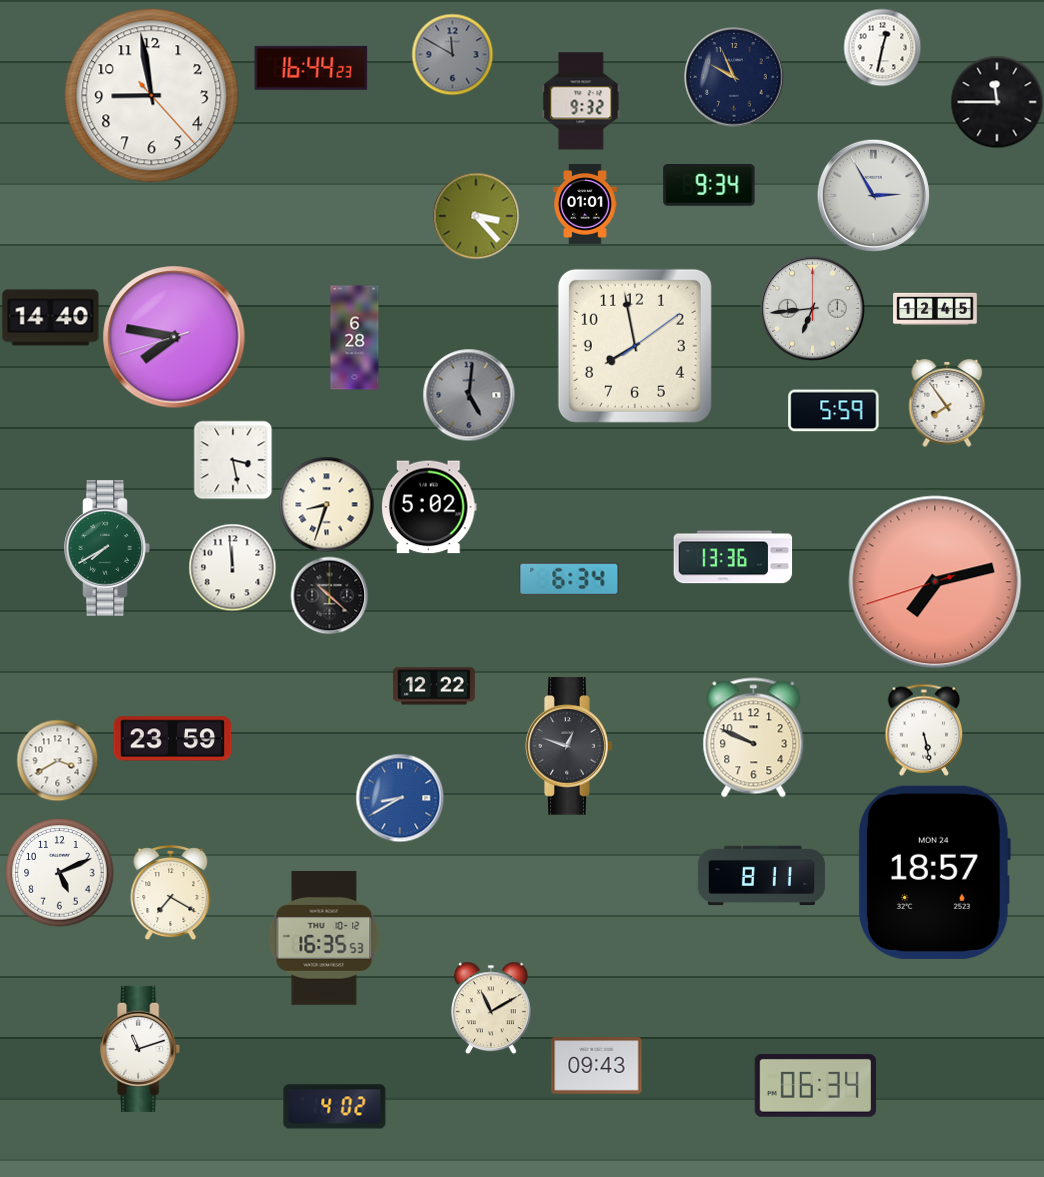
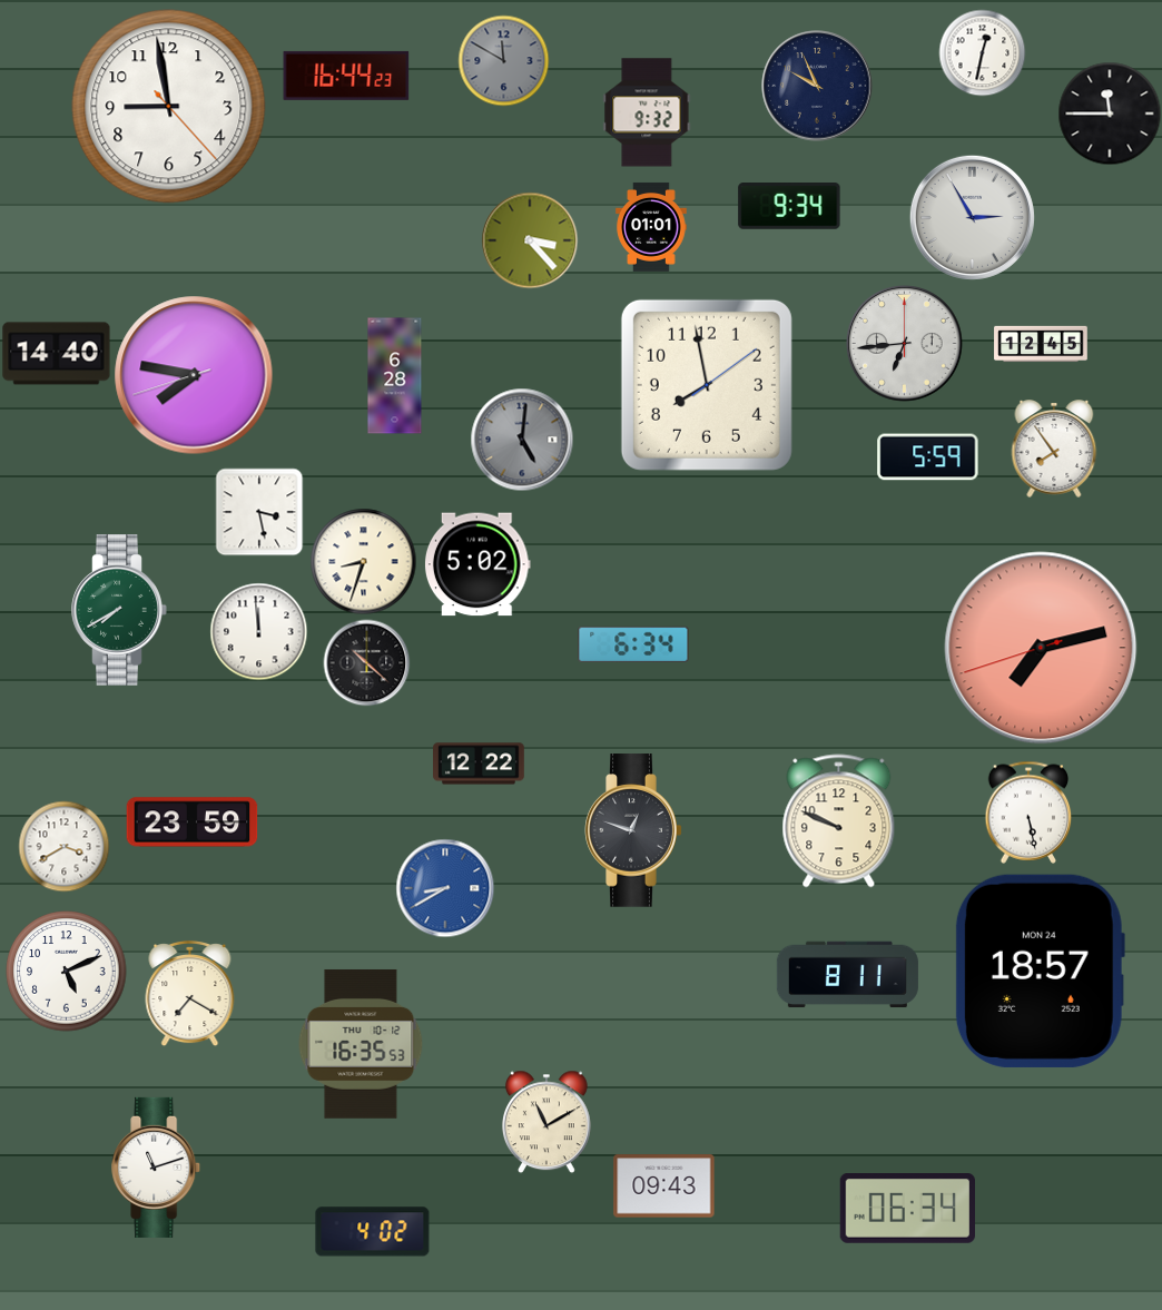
clock at (733, 557): 13:36 -> none
clock at (435, 686) position: (435, 686) -> (480, 764)
